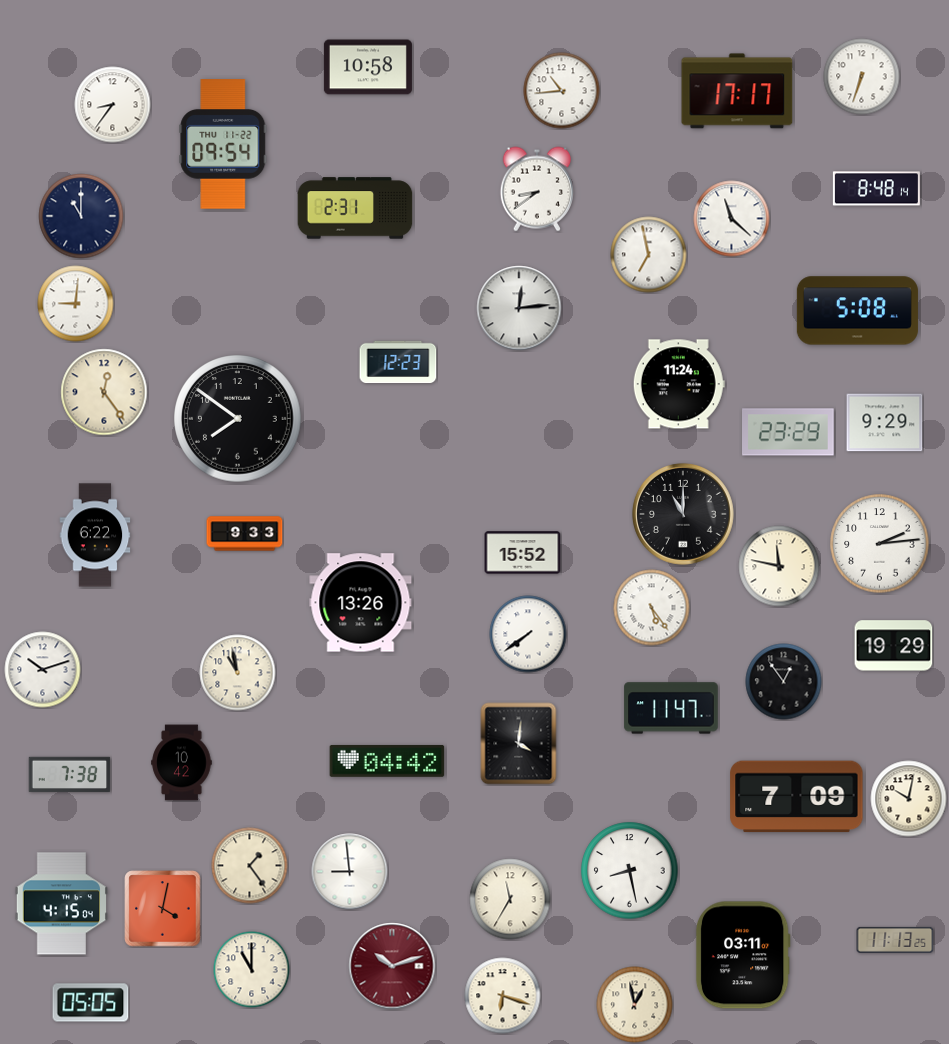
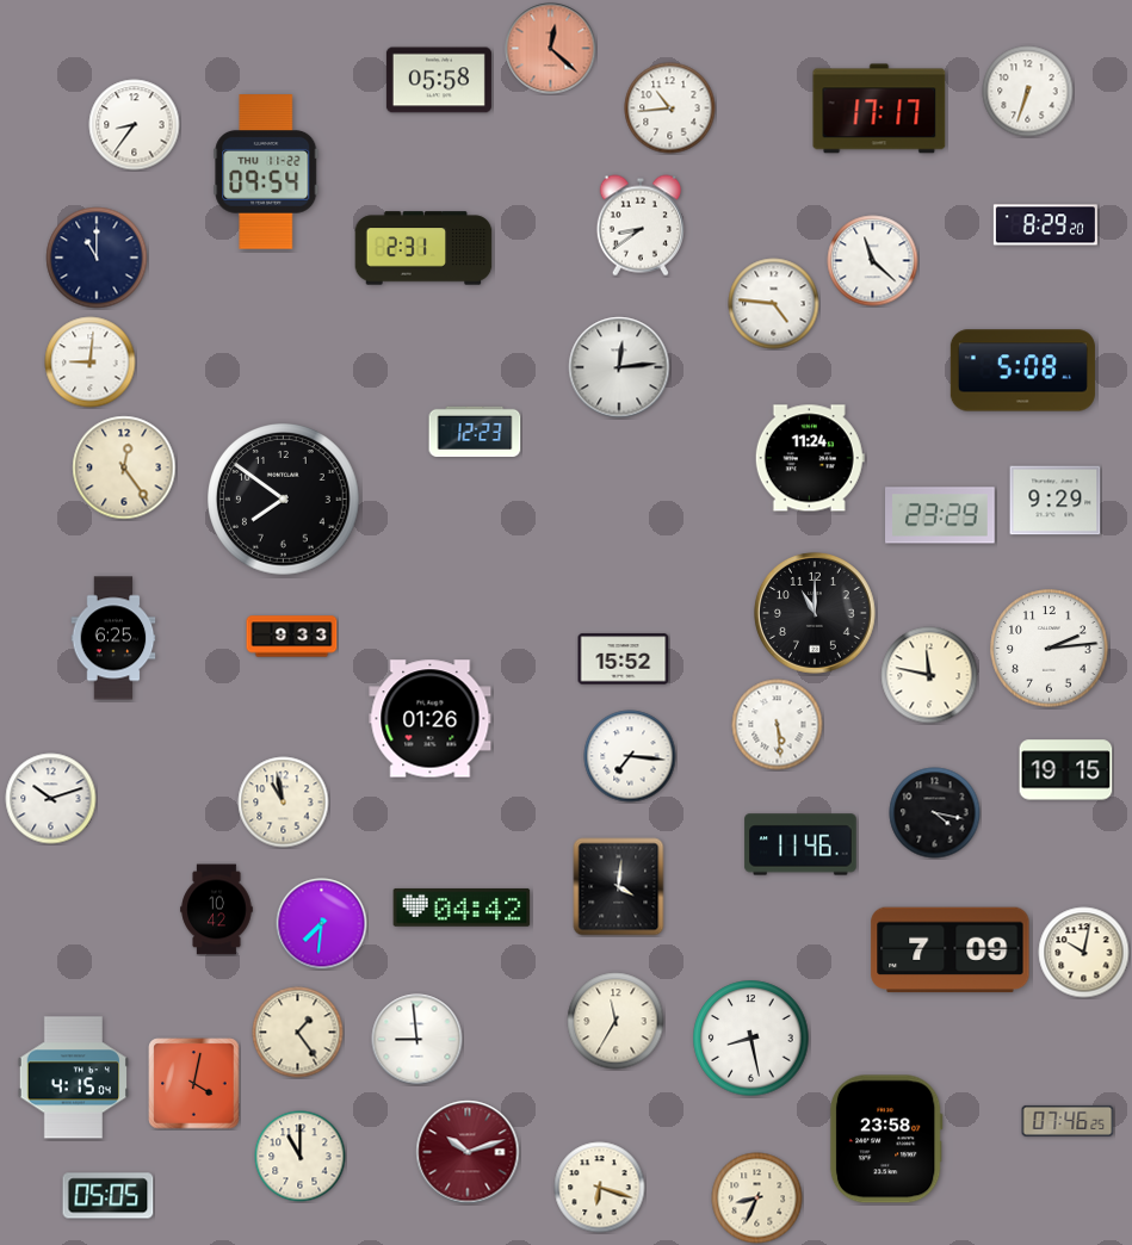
clock at (551, 49): none -> 12:22
clock at (368, 67): 10:58 -> 05:58
clock at (876, 189): 8:48 -> 8:29
clock at (649, 255): 6:58 -> 4:46
clock at (885, 423) position: (885, 423) -> (1056, 501)
clock at (95, 535): 6:22 -> 6:25
clock at (361, 603): 13:26 -> 01:26
clock at (652, 608): 5:24 -> 5:29
clock at (528, 634): 7:39 -> 7:16
clock at (894, 646): 19:29 -> 19:15
clock at (784, 682): 12:54 -> 4:17
clock at (671, 708): 11:47 -> 11:46
clock at (70, 775): 7:38 -> none
clock at (322, 924): none -> 7:31
clock at (510, 899) position: (510, 899) -> (616, 1021)
clock at (895, 940): 11:13 -> 07:46
clock at (743, 955): 03:11 -> 23:58
clock at (635, 1005): 12:58 -> 8:34
